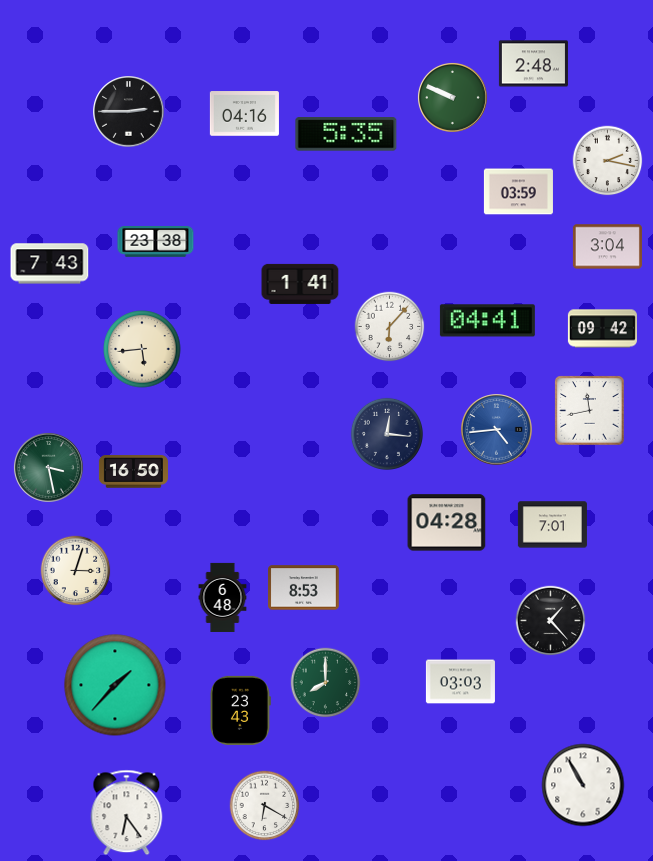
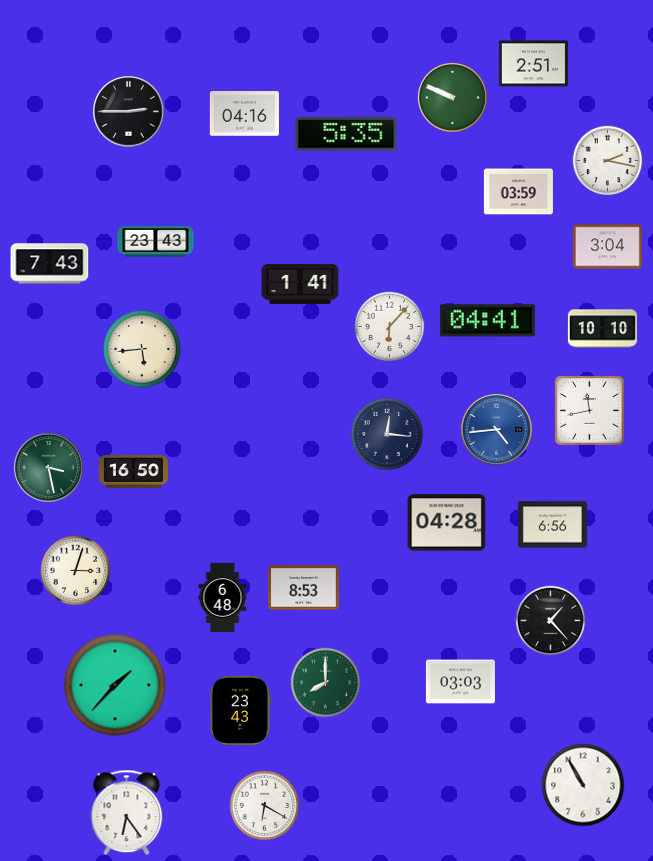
clock at (533, 64): 2:48 -> 2:51
clock at (156, 242): 23:38 -> 23:43
clock at (602, 329): 09:42 -> 10:10
clock at (552, 525): 7:01 -> 6:56
